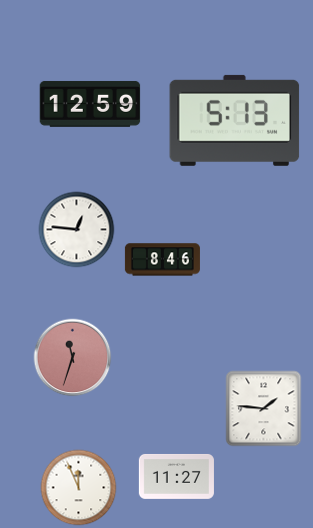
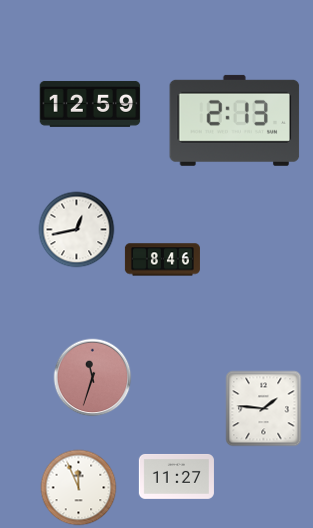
clock at (235, 120): 5:13 -> 2:13
clock at (77, 230): 12:46 -> 12:43
clock at (73, 358) position: (73, 358) -> (93, 378)
